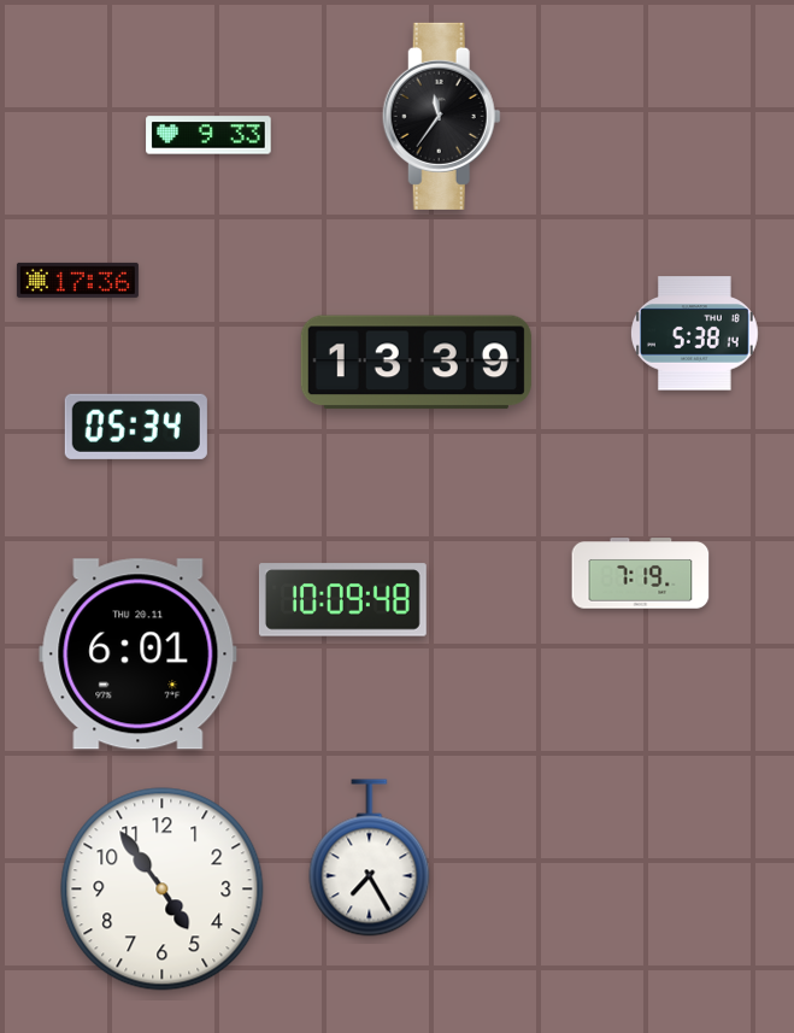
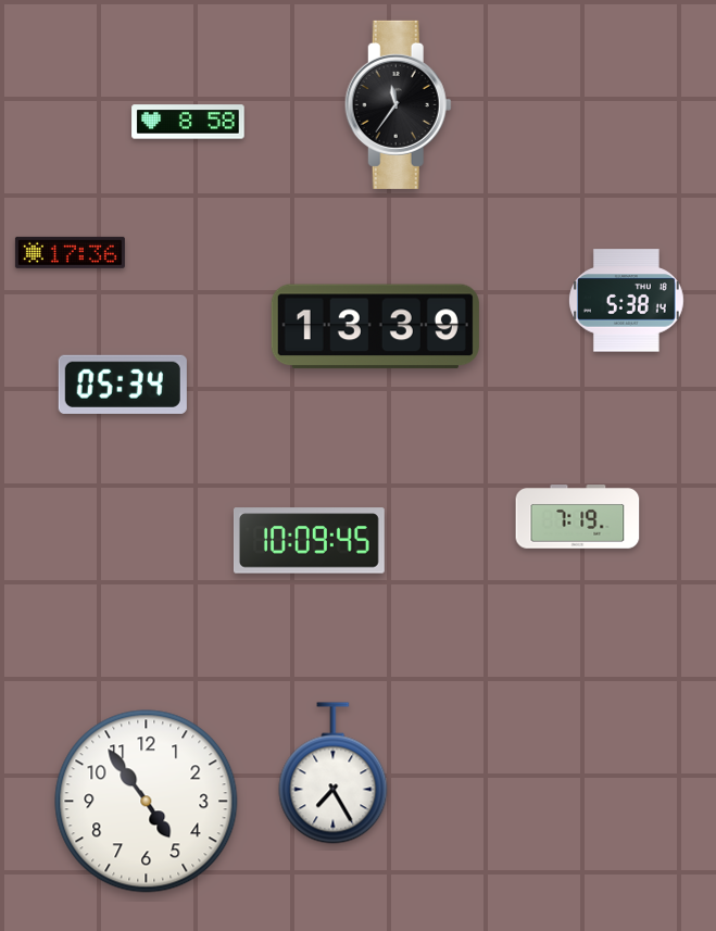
clock at (208, 135): 9:33 -> 8:58
clock at (342, 600): 10:09:48 -> 10:09:45
clock at (139, 655): 6:01 -> none
